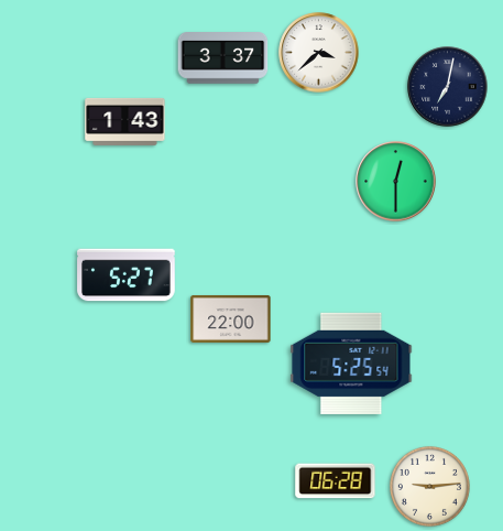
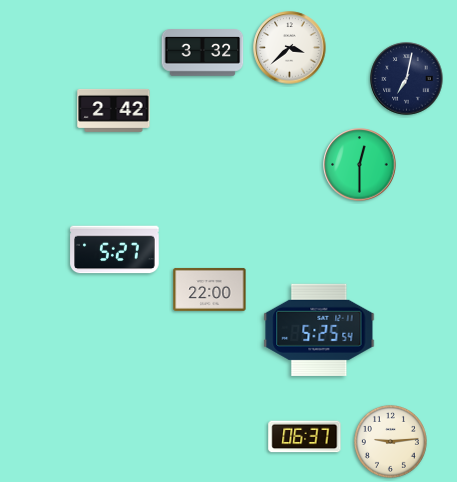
clock at (223, 58): 3:37 -> 3:32
clock at (125, 121): 1:43 -> 2:42
clock at (336, 481): 06:28 -> 06:37
